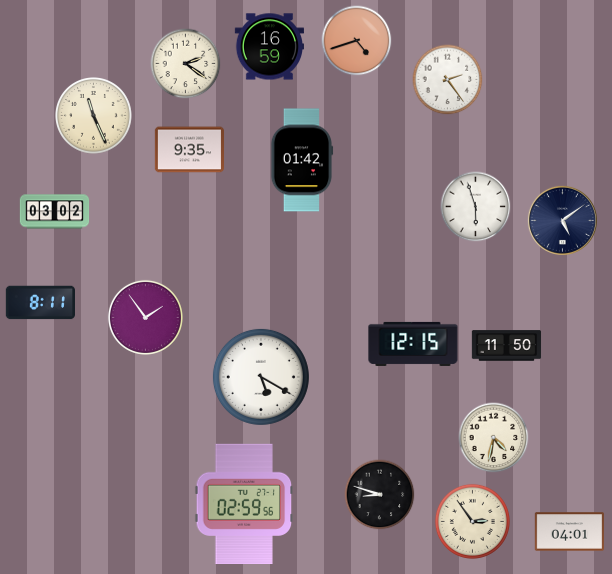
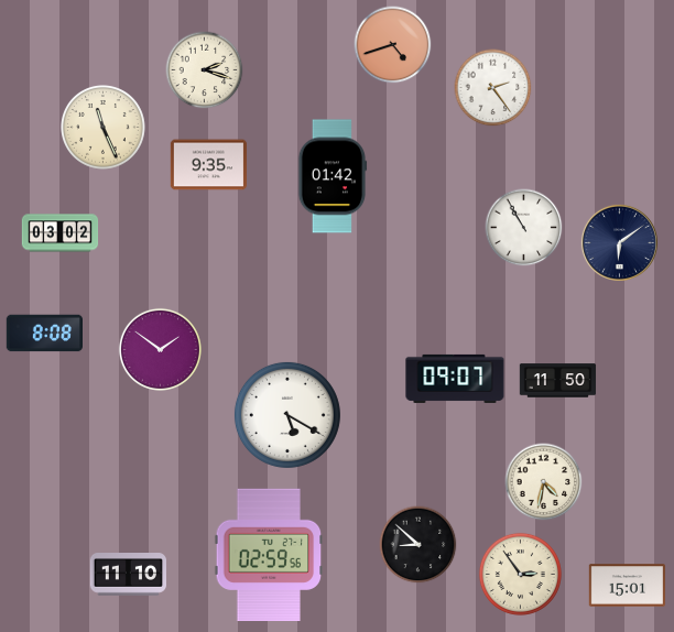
clock at (269, 47): 16:59 -> none
clock at (186, 64): 2:21 -> 2:18
clock at (476, 207): 5:57 -> 10:55
clock at (562, 220): 5:09 -> 6:09
clock at (40, 303): 8:11 -> 8:08
clock at (145, 317): 1:54 -> 1:51
clock at (413, 344): 12:15 -> 09:07
clock at (380, 495): 8:48 -> 8:52
clock at (128, 575): none -> 11:10
clock at (569, 532): 04:01 -> 15:01
